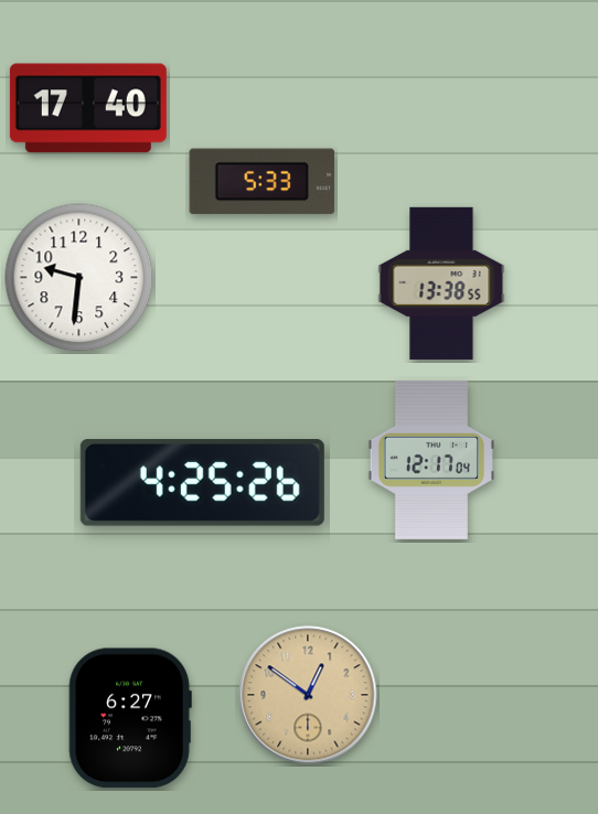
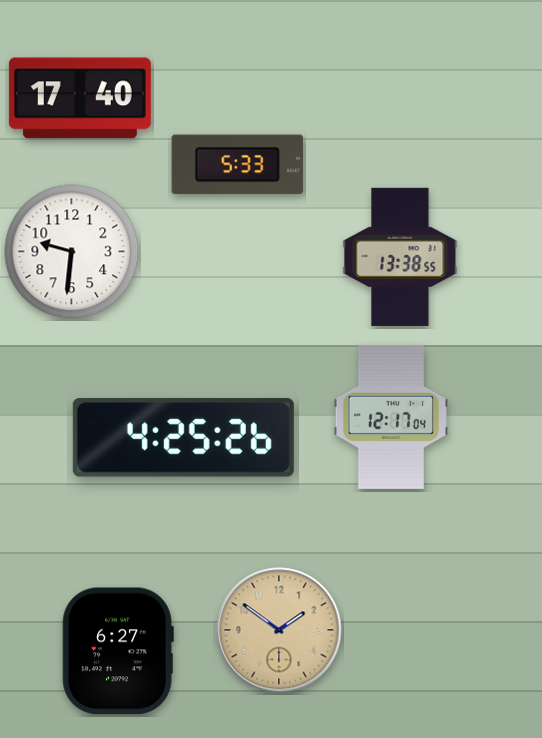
clock at (308, 695): 12:51 -> 1:51
